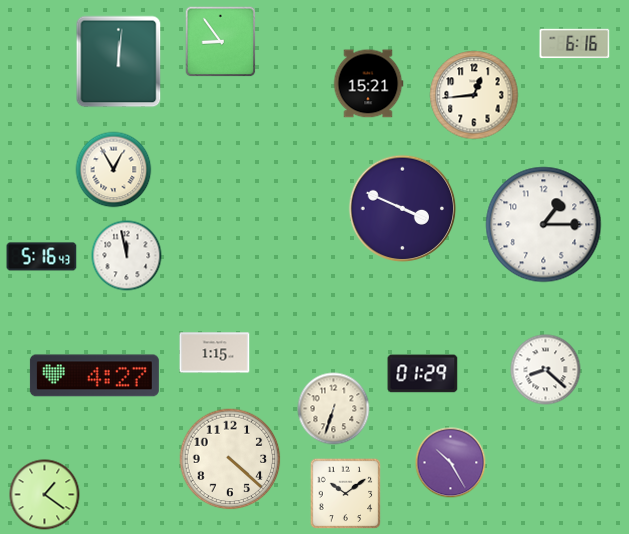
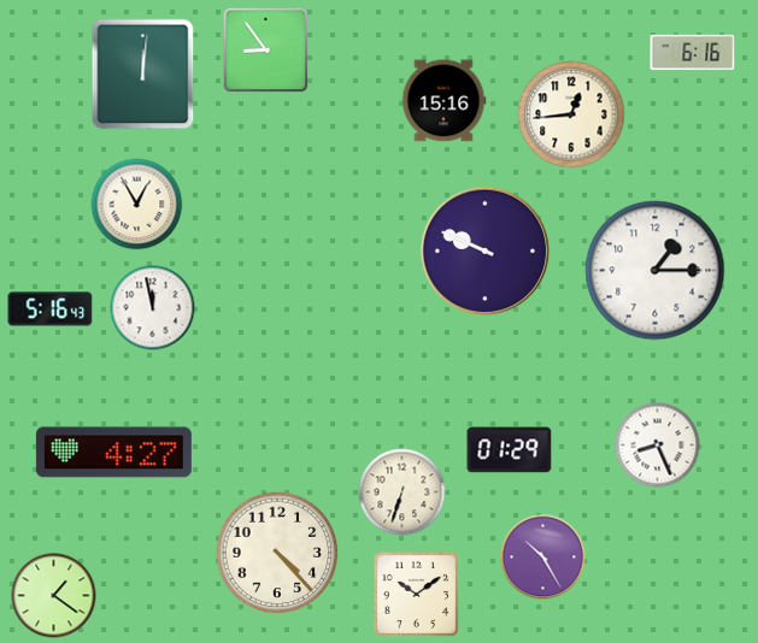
clock at (368, 84): 15:21 -> 15:16
clock at (403, 209): 3:49 -> 9:49
clock at (215, 353): 1:15 -> none
clock at (546, 370): 8:22 -> 8:26
clock at (230, 459): 4:22 -> 4:23
